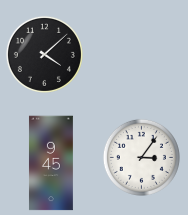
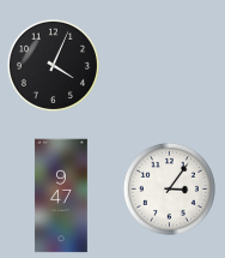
clock at (44, 54): 4:08 -> 4:04
clock at (51, 163): 9:45 -> 9:47
